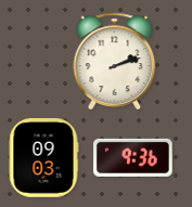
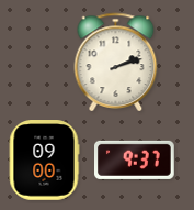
clock at (133, 157): 9:36 -> 9:37
clock at (43, 158): 09:03 -> 09:00
